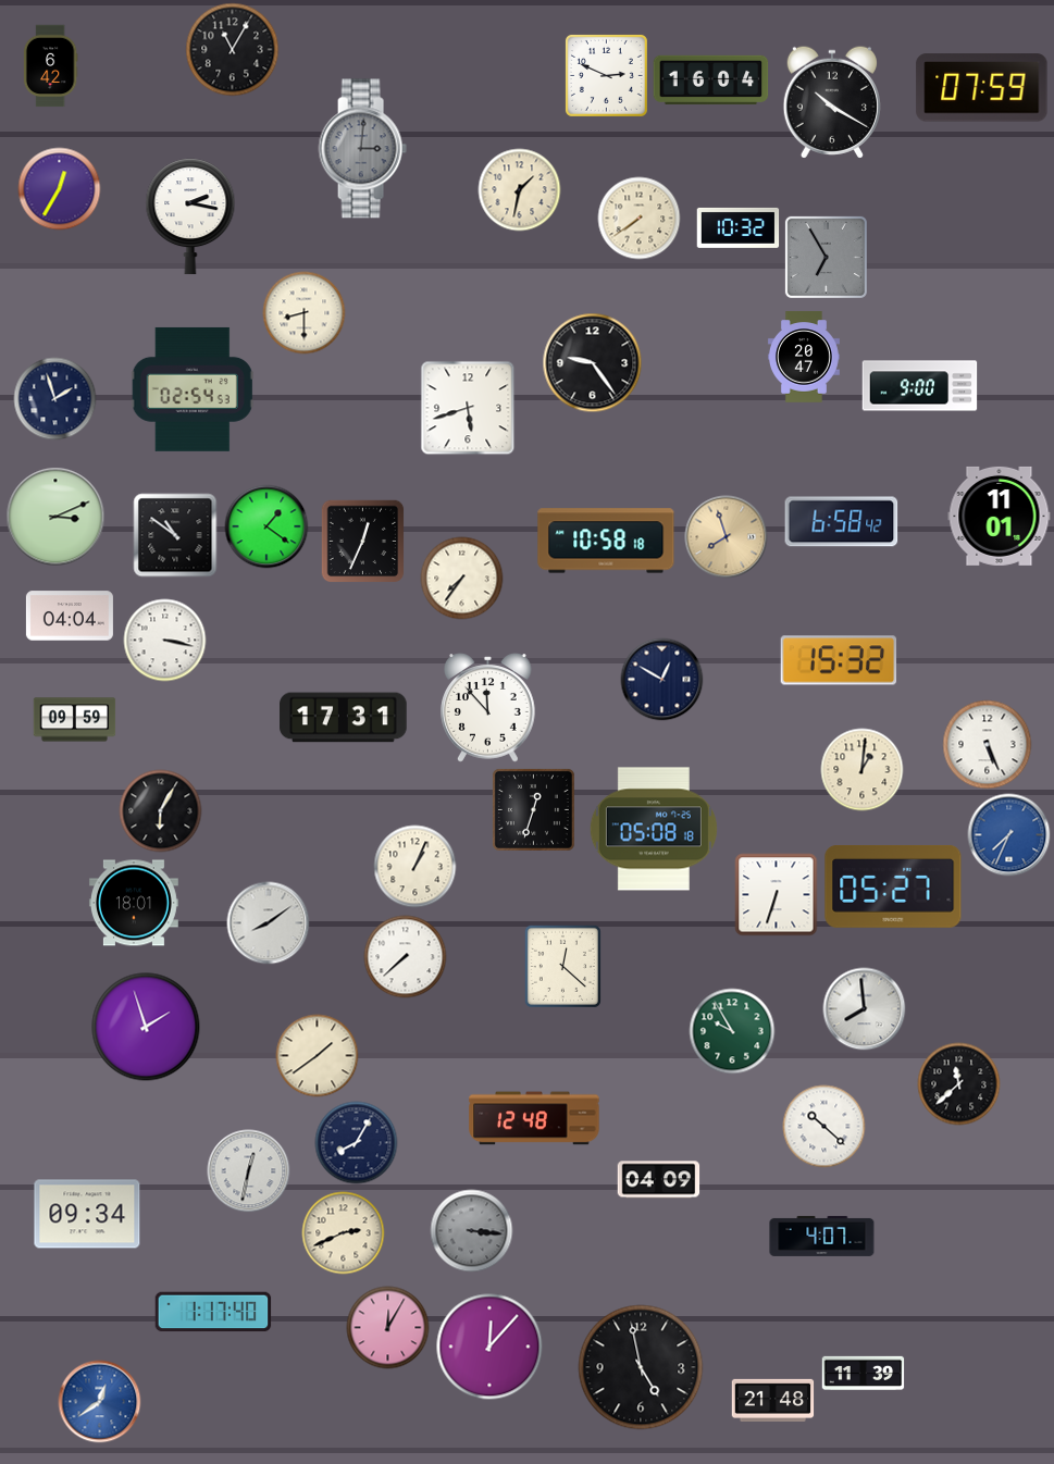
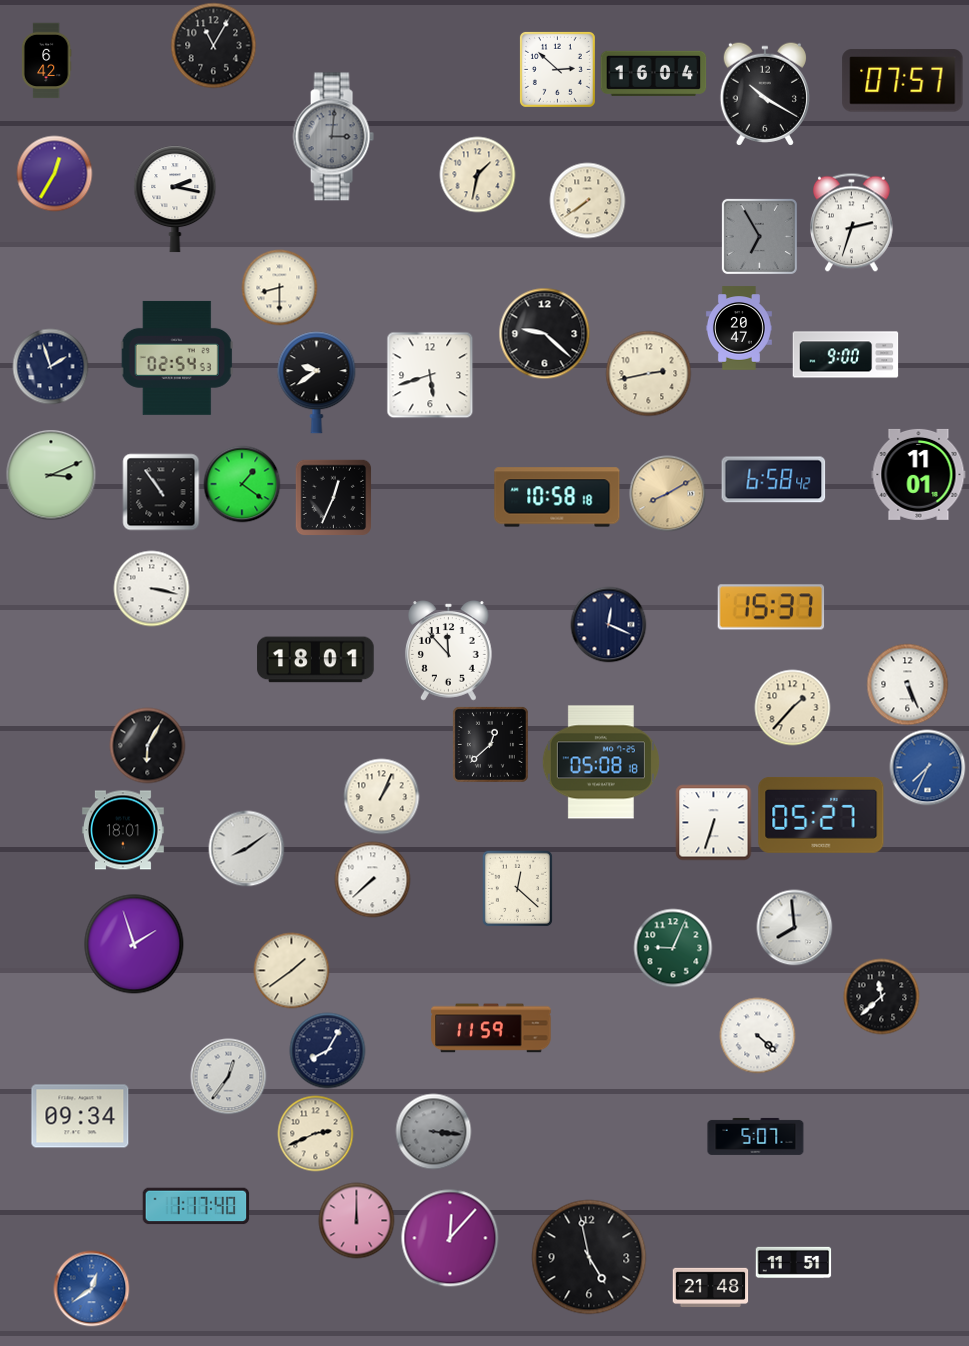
clock at (606, 75): 2:49 -> 2:52
clock at (982, 88): 07:59 -> 07:57
clock at (739, 227): 10:32 -> none
clock at (852, 223): none -> 2:33
clock at (593, 363): 9:24 -> 9:22
clock at (649, 374): none -> 2:43
clock at (317, 383): none -> 9:39
clock at (266, 526) position: (266, 526) -> (242, 484)
clock at (175, 535): 10:51 -> 10:54
clock at (727, 537): 7:57 -> 8:10
clock at (462, 579): 7:36 -> none
clock at (70, 616): 04:04 -> none
clock at (839, 660): 15:32 -> 15:37
clock at (662, 680): 12:50 -> 12:19
clock at (344, 718): 17:31 -> 18:01
clock at (75, 720): 09:59 -> none
clock at (863, 770): 1:01 -> 1:37
clock at (533, 809): 12:33 -> 12:38
clock at (732, 1031): 9:55 -> 9:04
clock at (534, 1118): 12:48 -> 11:59
clock at (824, 1127): 10:22 -> 4:22
clock at (249, 1171): 12:32 -> 12:36
clock at (659, 1180): 04:09 -> none
clock at (822, 1236): 4:07 -> 5:07
clock at (388, 1328): 12:05 -> 12:00
clock at (864, 1373): 11:39 -> 11:51
